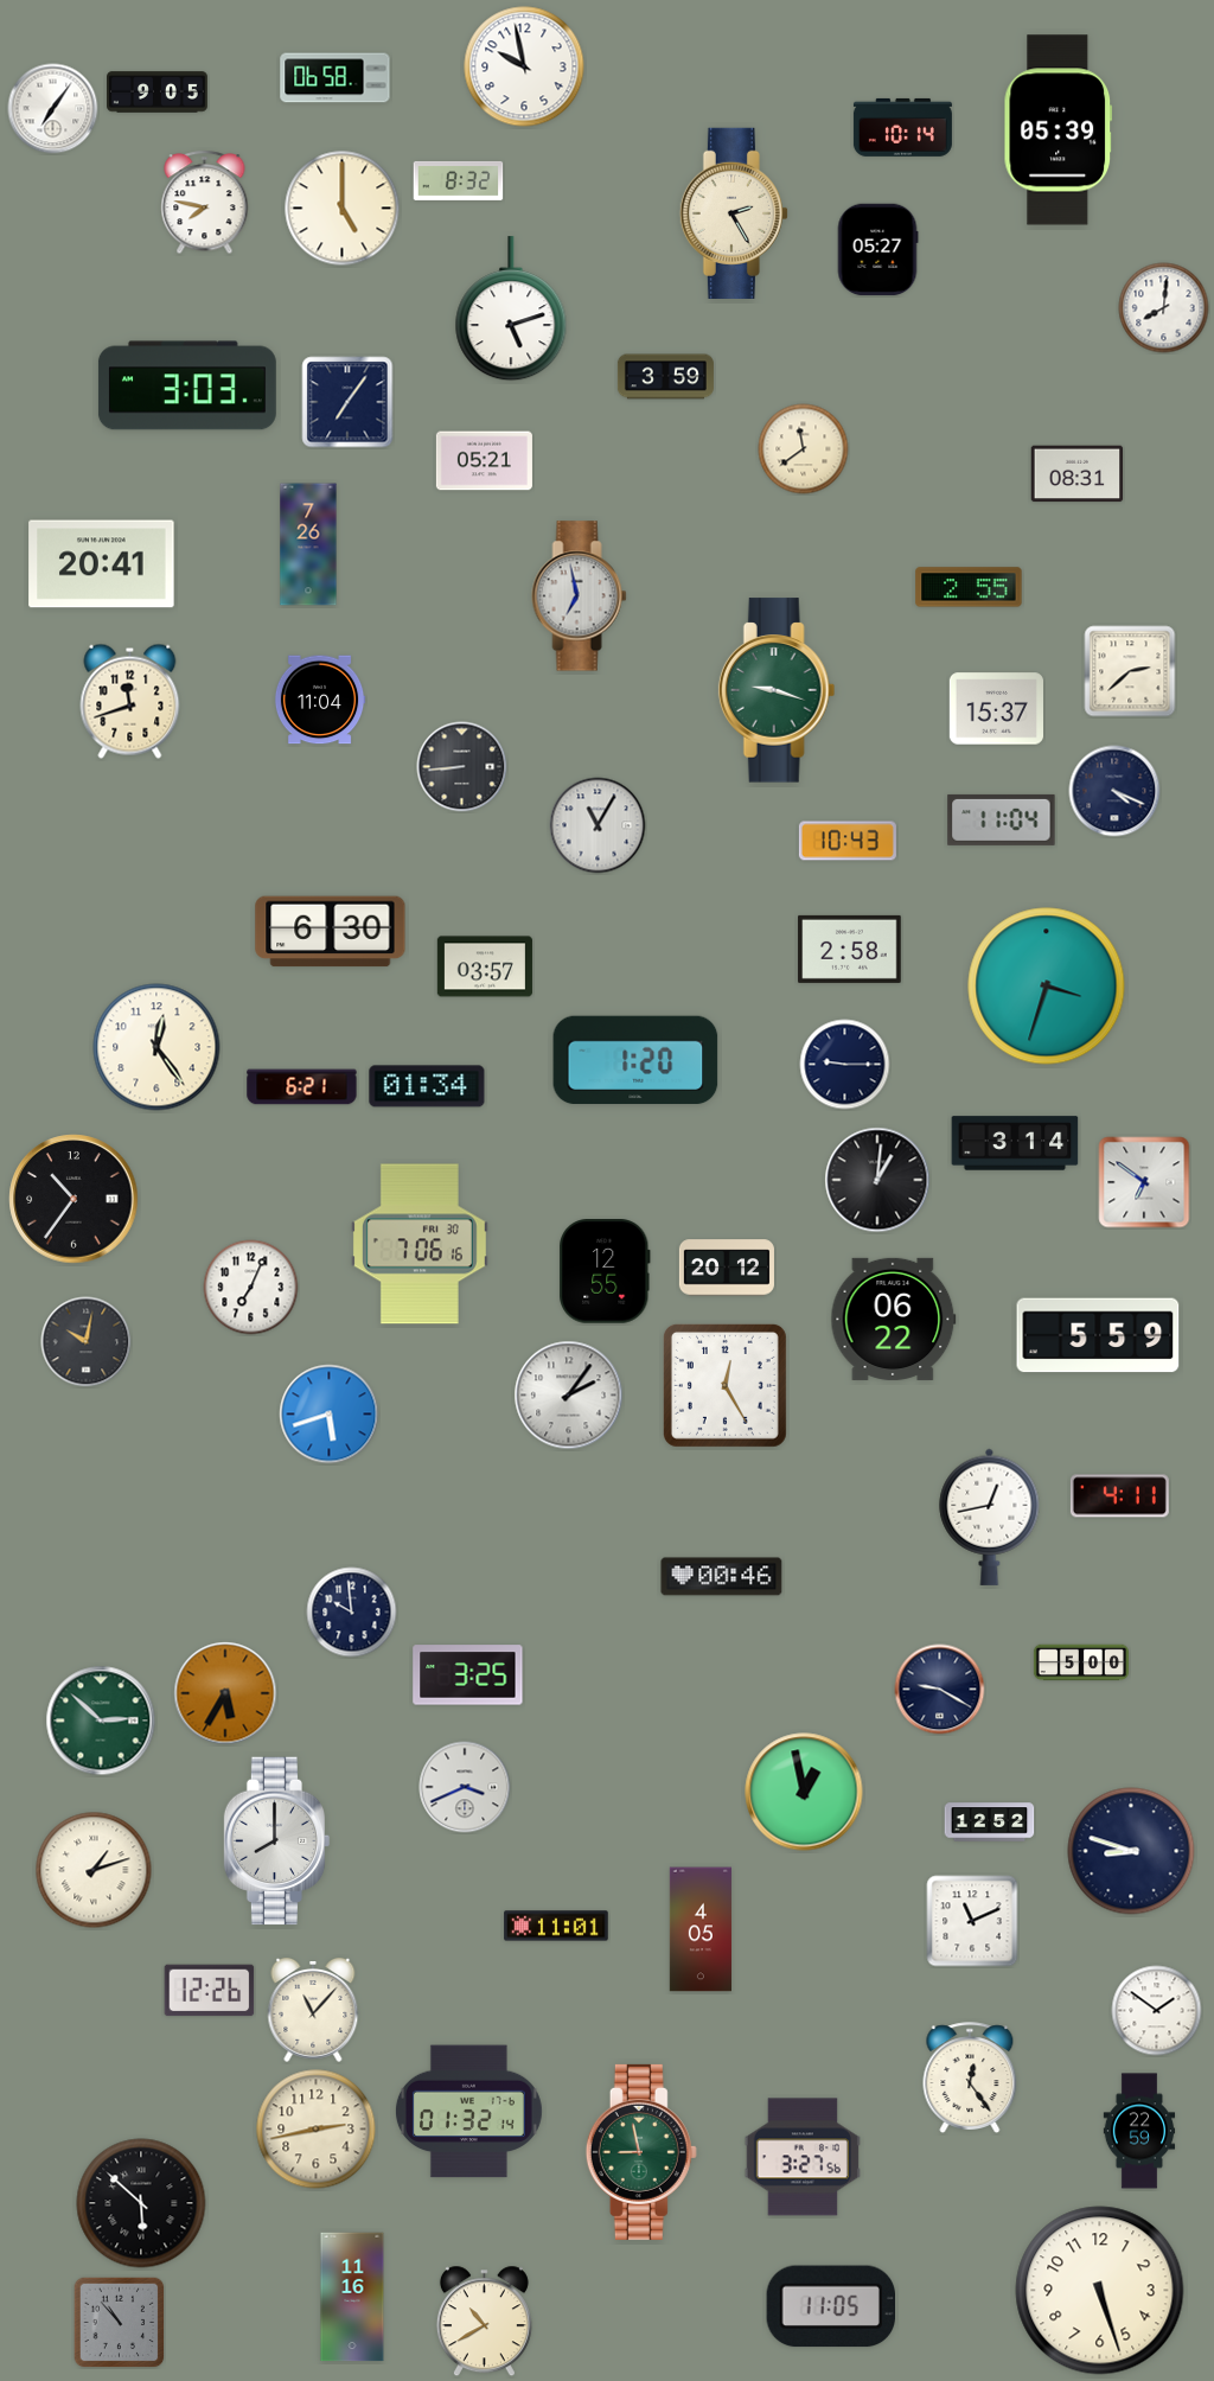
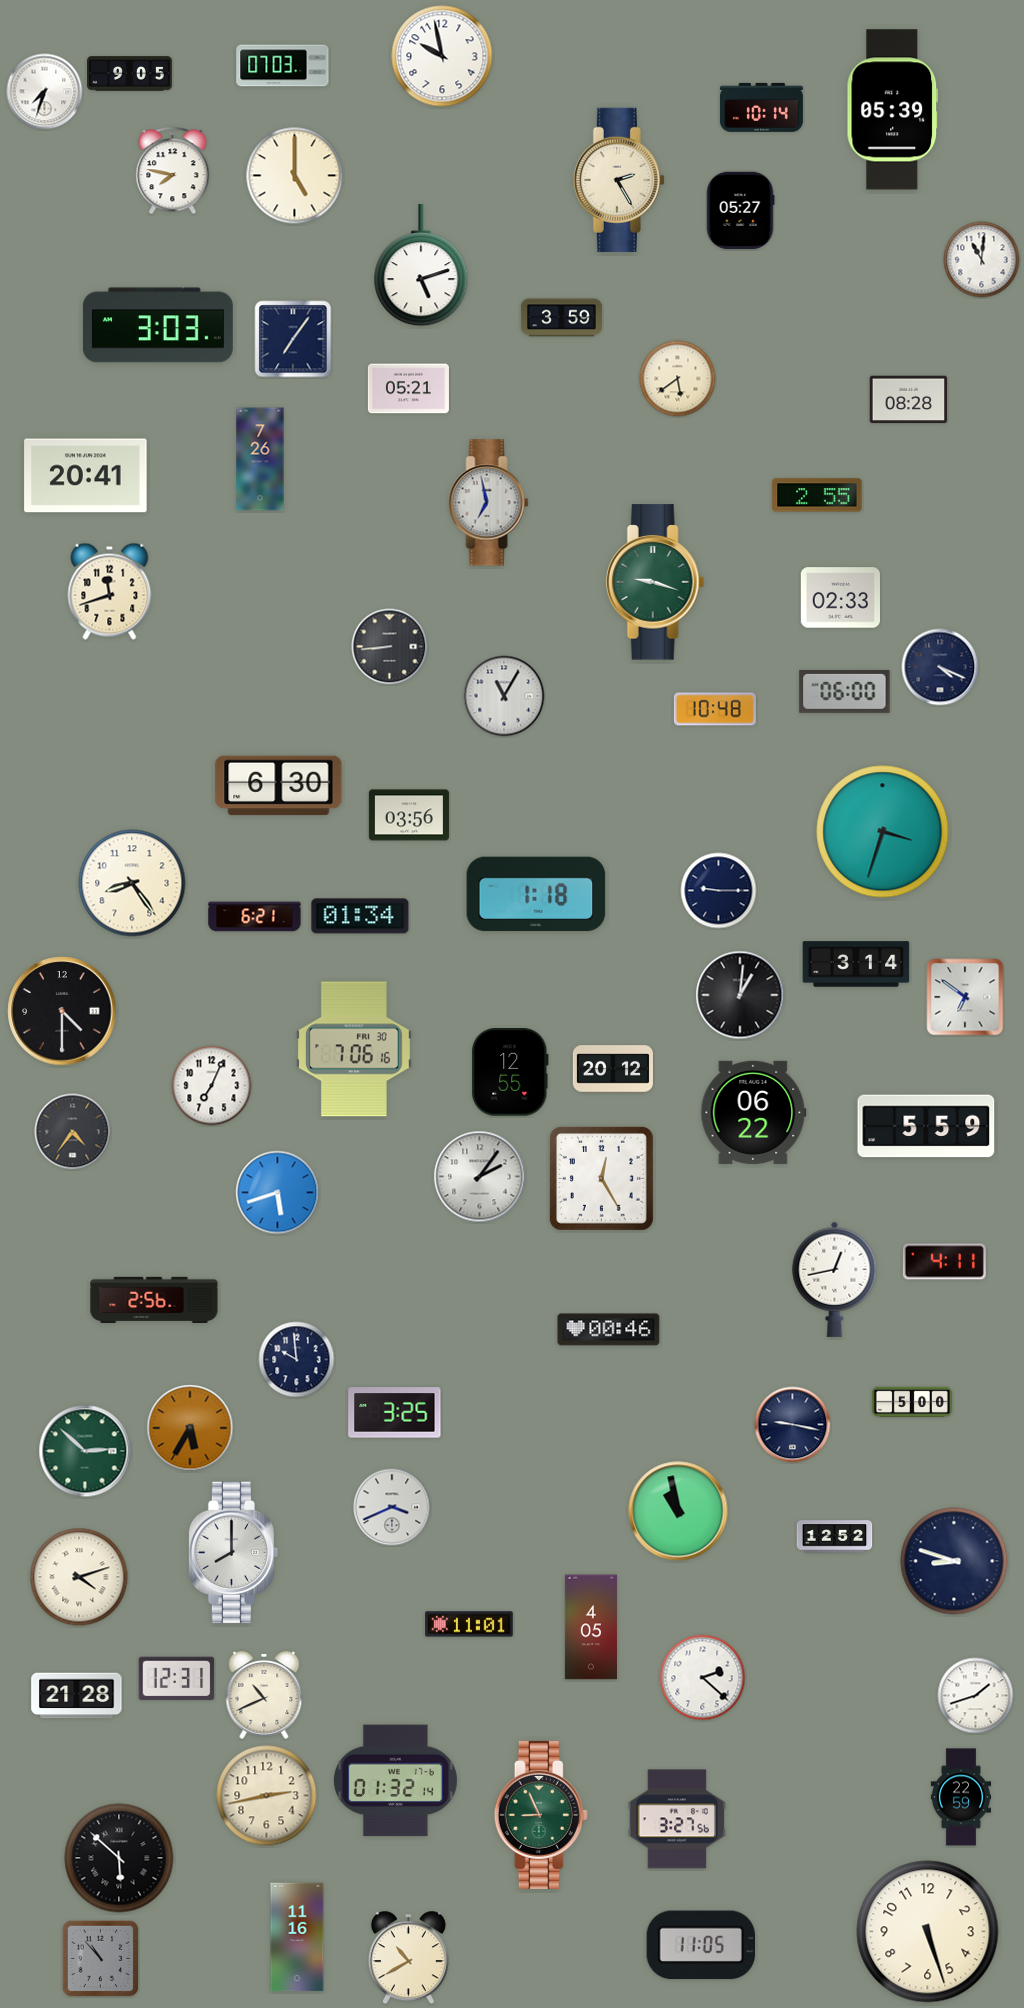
clock at (336, 78): 06:58 -> 07:03
clock at (158, 92) position: (158, 92) -> (130, 74)
clock at (53, 109): 7:06 -> 7:33
clock at (459, 180): 8:32 -> none
clock at (343, 209) position: (343, 209) -> (295, 176)
clock at (1164, 308): 8:01 -> 11:01
clock at (511, 309) position: (511, 309) -> (421, 266)
clock at (804, 449): 11:39 -> 5:39
clock at (1078, 474): 08:31 -> 08:28
clock at (1130, 671): 2:38 -> none
clock at (320, 700): 11:04 -> none
clock at (996, 709): 15:37 -> 02:33
clock at (1002, 819): 11:04 -> 06:00
clock at (848, 841): 10:43 -> 10:48
clock at (850, 949): 2:58 -> none
clock at (485, 966): 03:57 -> 03:56
clock at (156, 1047): 12:24 -> 8:24
clock at (635, 1060): 1:20 -> 1:18
clock at (845, 1065) position: (845, 1065) -> (719, 891)
clock at (74, 1199): 10:36 -> 4:30
clock at (87, 1342): 10:02 -> 4:36
clock at (724, 1385) position: (724, 1385) -> (601, 1178)
clock at (154, 1299): none -> 2:56
clock at (940, 1690): 9:20 -> 9:17
clock at (804, 1792): 12:58 -> 10:58
clock at (94, 1870): 1:12 -> 4:12
clock at (972, 1921): 11:11 -> none
clock at (703, 1678): none -> 2:22
clock at (210, 1991): 12:26 -> 12:31
clock at (77, 1696): none -> 21:28
clock at (313, 2011): 11:07 -> 10:41
clock at (1157, 2011): 1:51 -> 1:42
clock at (970, 2077): 12:24 -> none
clock at (641, 2152): 8:58 -> 8:56
